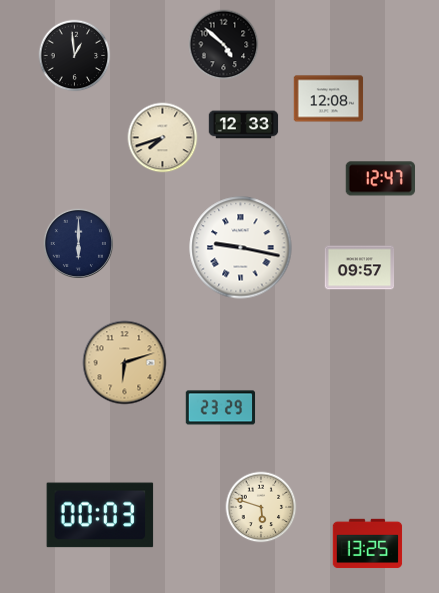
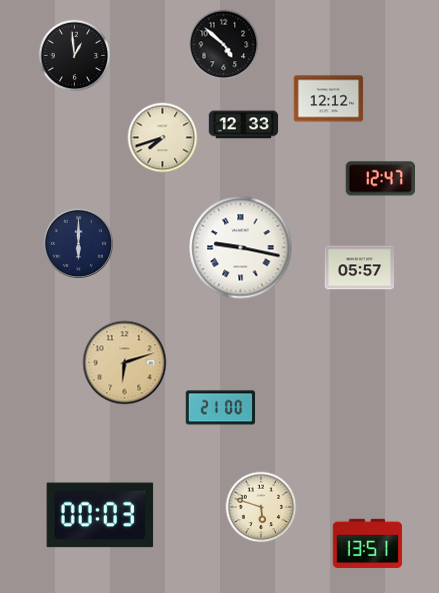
clock at (329, 99): 12:08 -> 12:12
clock at (360, 268): 09:57 -> 05:57
clock at (221, 408): 23:29 -> 21:00
clock at (368, 544): 13:25 -> 13:51
